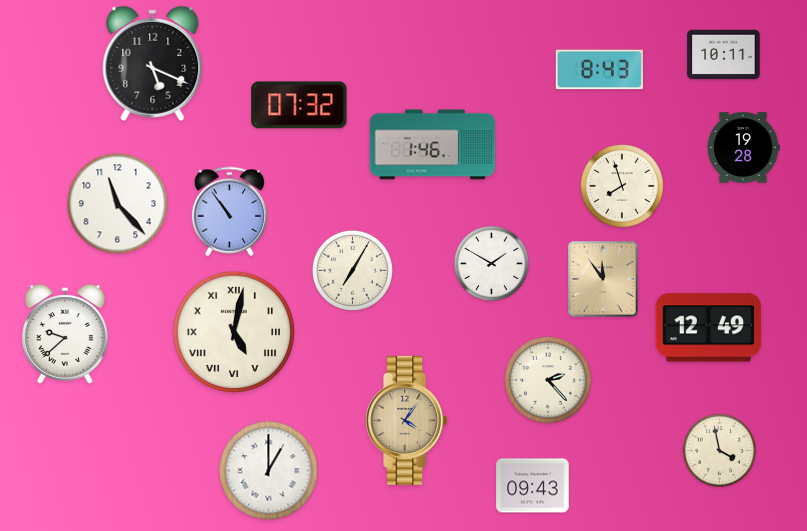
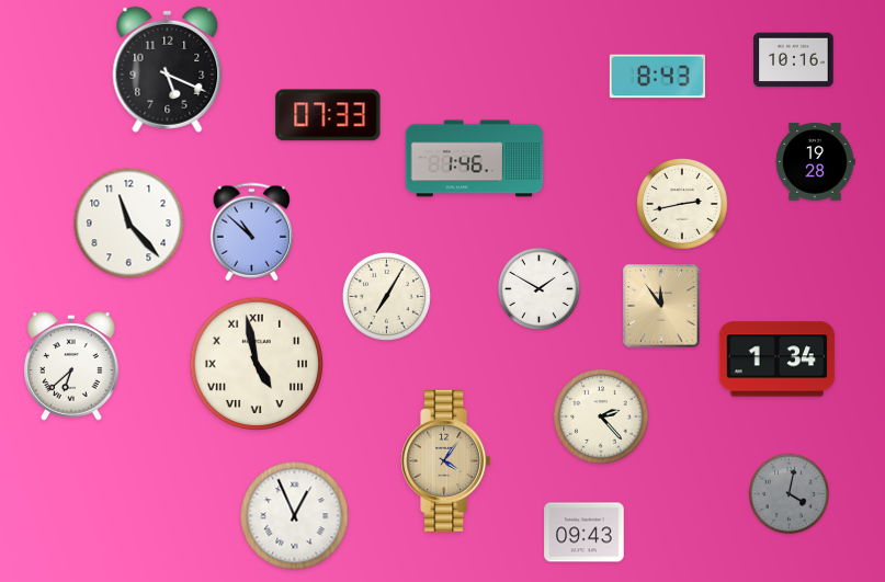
clock at (724, 55): 10:11 -> 10:16
clock at (299, 105): 07:32 -> 07:33
clock at (622, 186): 7:57 -> 2:43
clock at (229, 212): 10:54 -> 10:52
clock at (709, 328): 12:49 -> 1:34
clock at (234, 332): 5:02 -> 4:58
clock at (66, 334): 9:38 -> 6:38
clock at (719, 450): 3:58 -> 4:02
clock at (719, 450) dial: cream -> grey
clock at (269, 471): 1:00 -> 12:56
